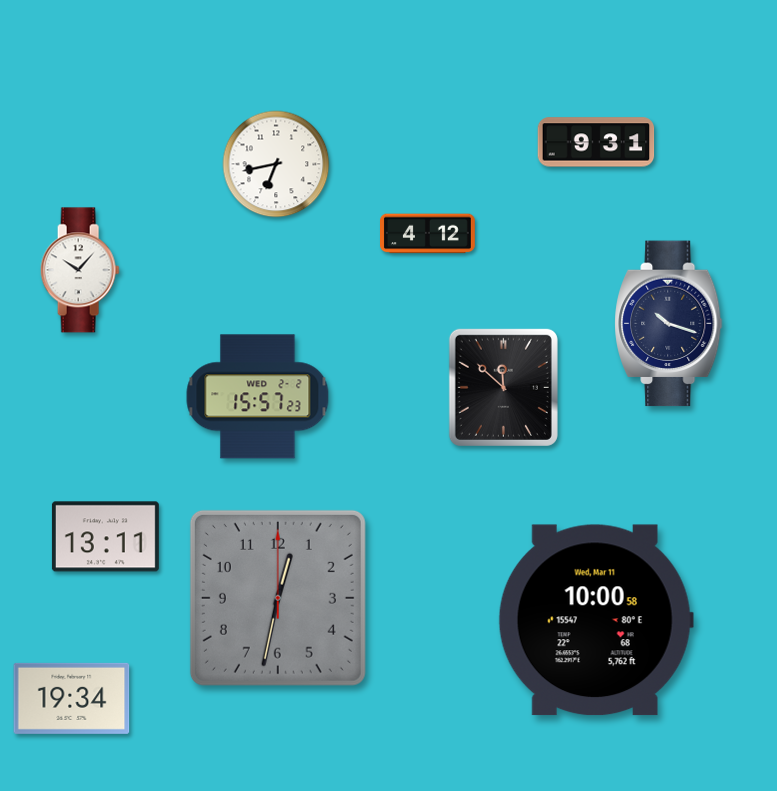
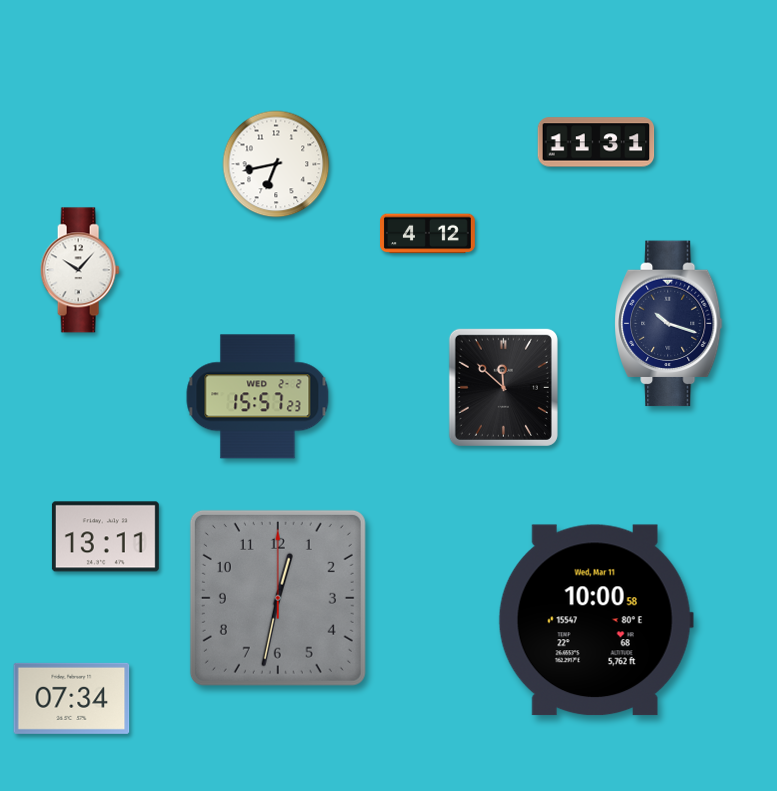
clock at (596, 142): 9:31 -> 11:31
clock at (72, 698): 19:34 -> 07:34
